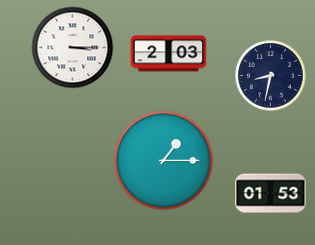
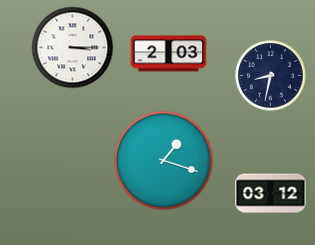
clock at (164, 161): 1:15 -> 1:18
clock at (271, 194): 01:53 -> 03:12
